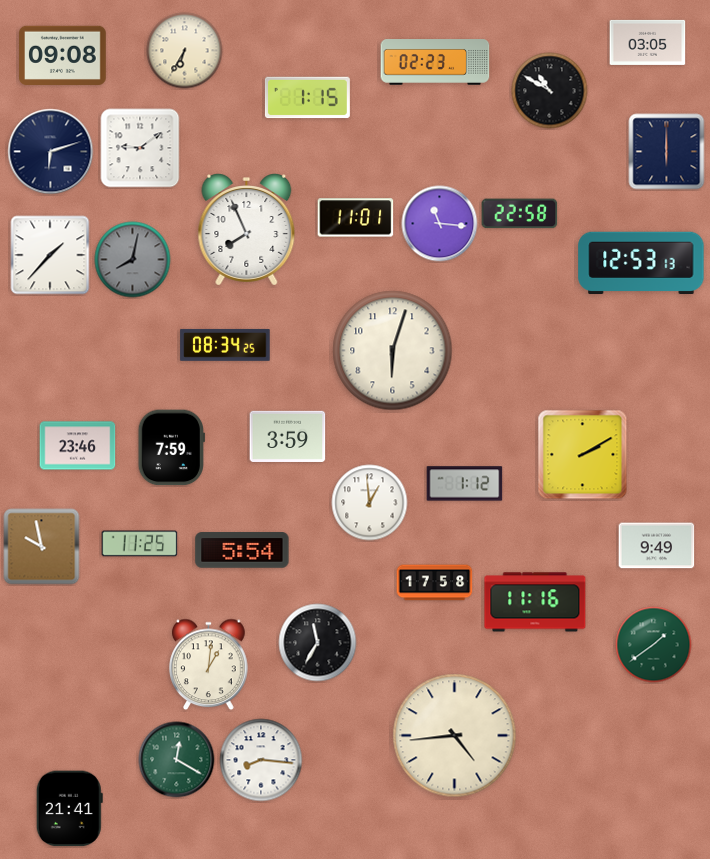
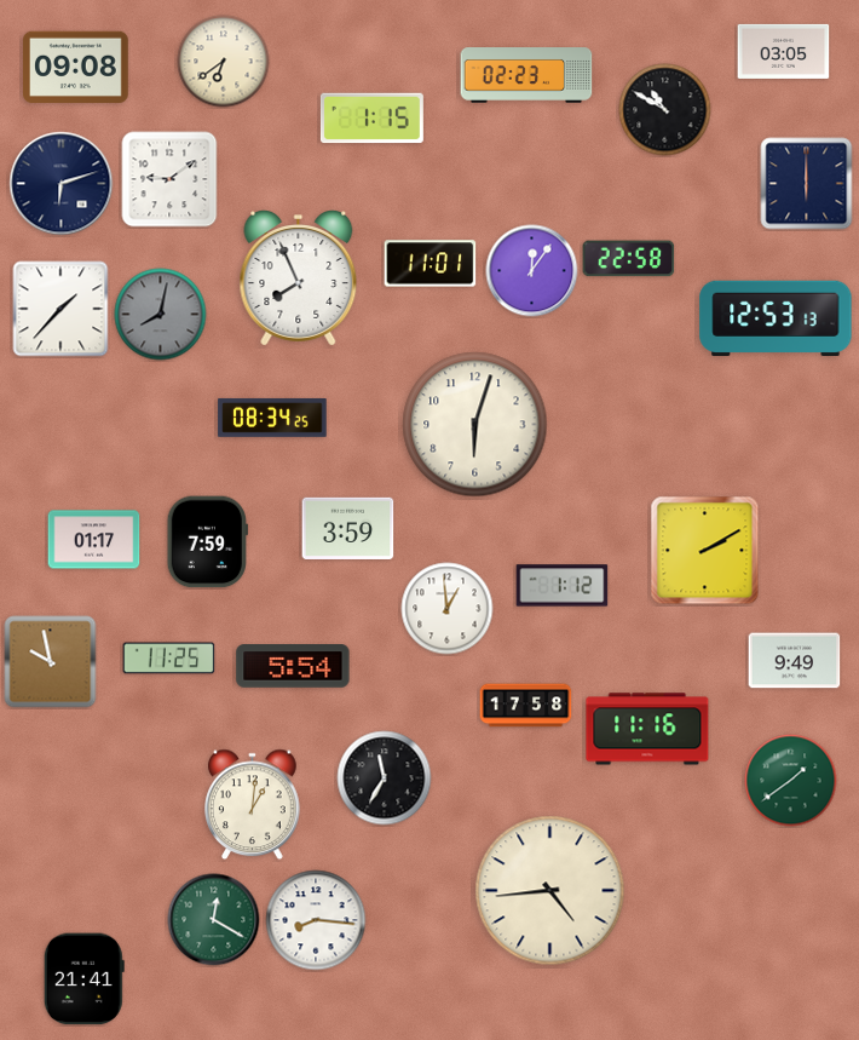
clock at (185, 51): 6:35 -> 6:39
clock at (440, 224): 11:16 -> 12:06
clock at (78, 446): 23:46 -> 01:17
